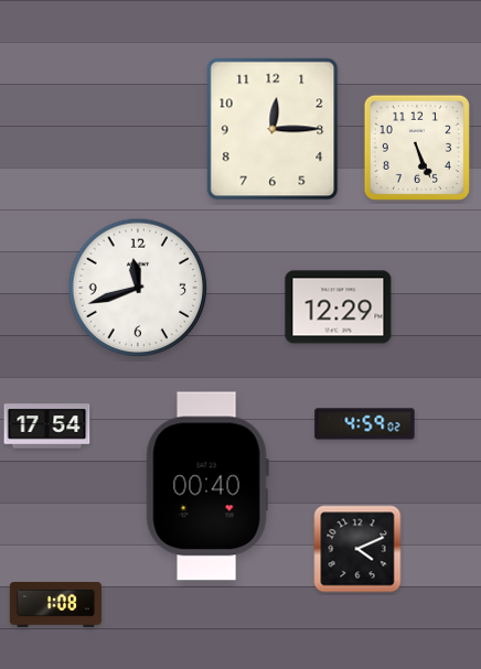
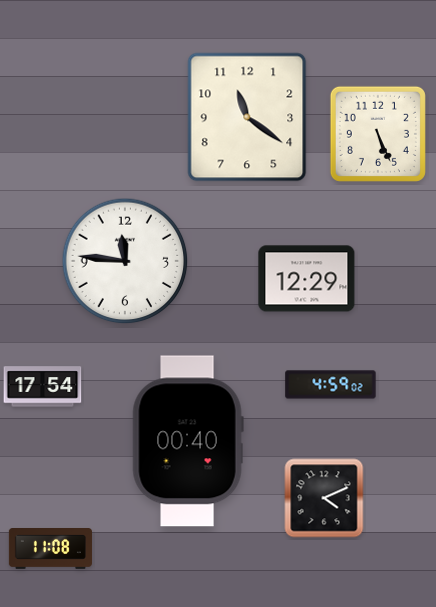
clock at (272, 129): 12:15 -> 11:21
clock at (138, 288): 11:42 -> 11:46
clock at (55, 605): 1:08 -> 11:08
